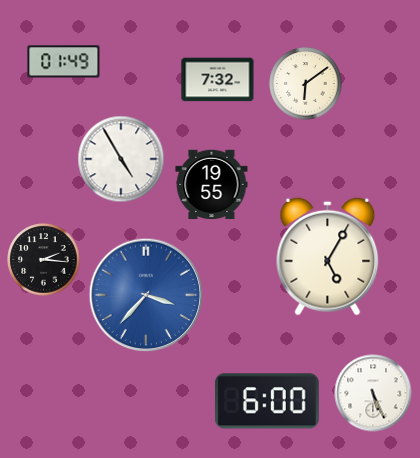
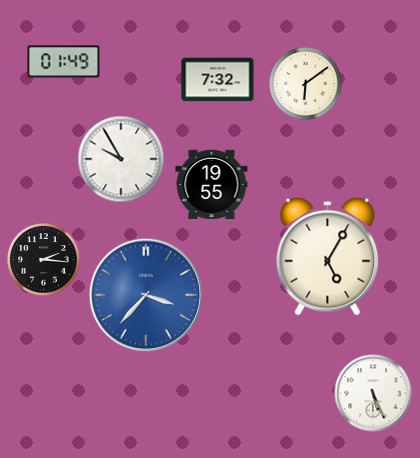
clock at (121, 159): 4:55 -> 9:55
clock at (267, 401): 6:00 -> none
